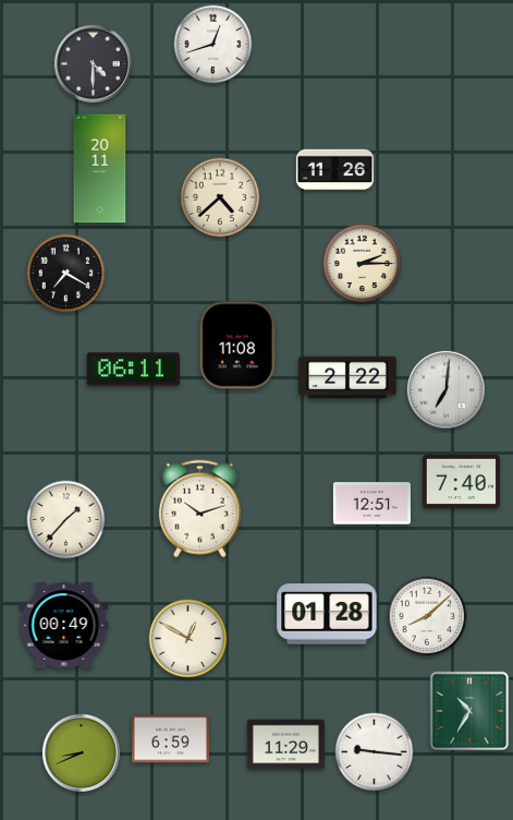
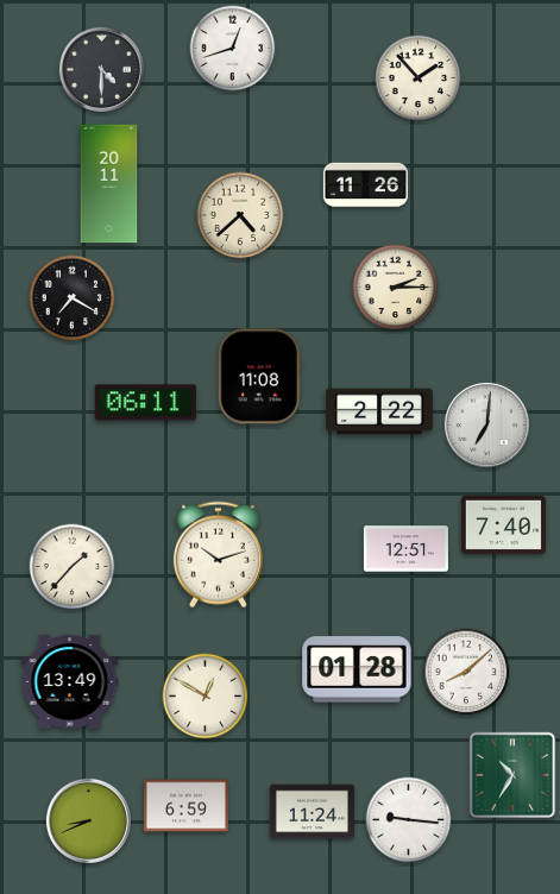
clock at (419, 78): none -> 1:53
clock at (64, 626): 00:49 -> 13:49
clock at (285, 745): 11:29 -> 11:24
